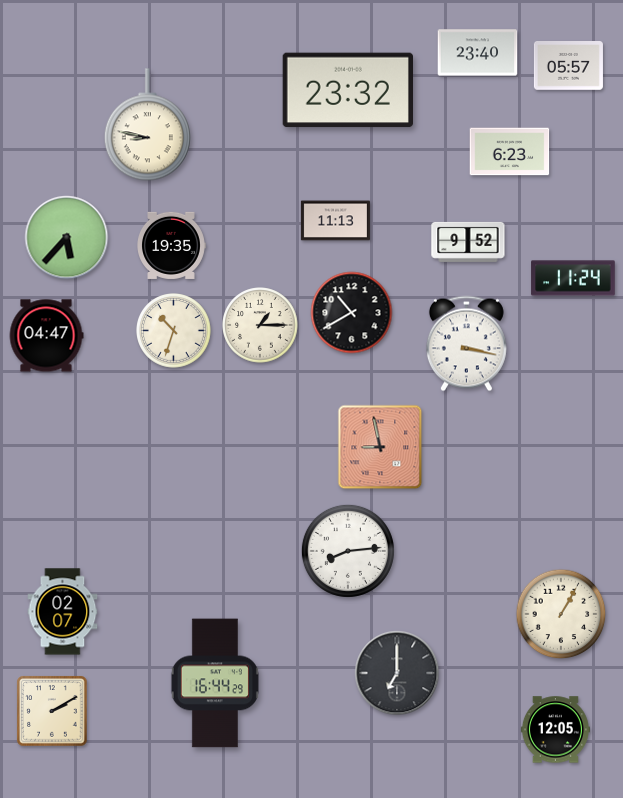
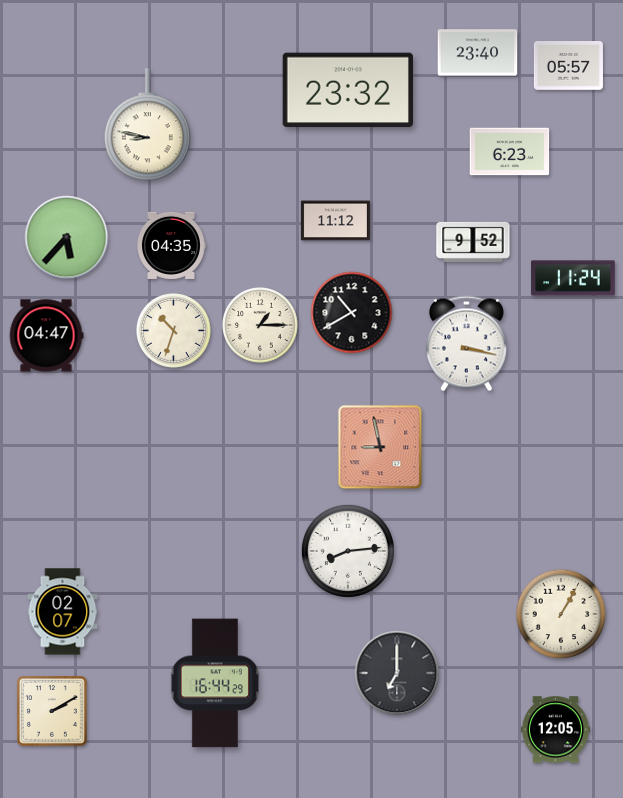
clock at (335, 221): 11:13 -> 11:12
clock at (468, 242) position: (468, 242) -> (473, 242)
clock at (172, 245): 19:35 -> 04:35
